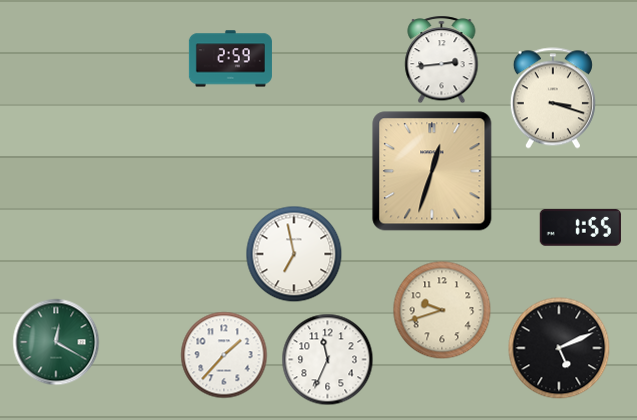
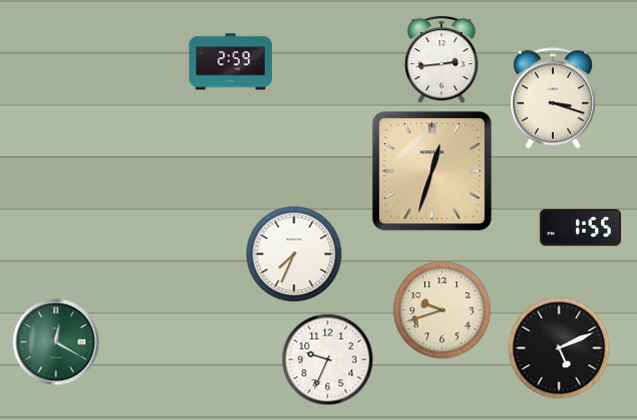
clock at (230, 59) position: (230, 59) -> (230, 62)
clock at (294, 254): 6:58 -> 7:34
clock at (224, 355): 1:37 -> none
clock at (328, 360): 11:34 -> 9:34
